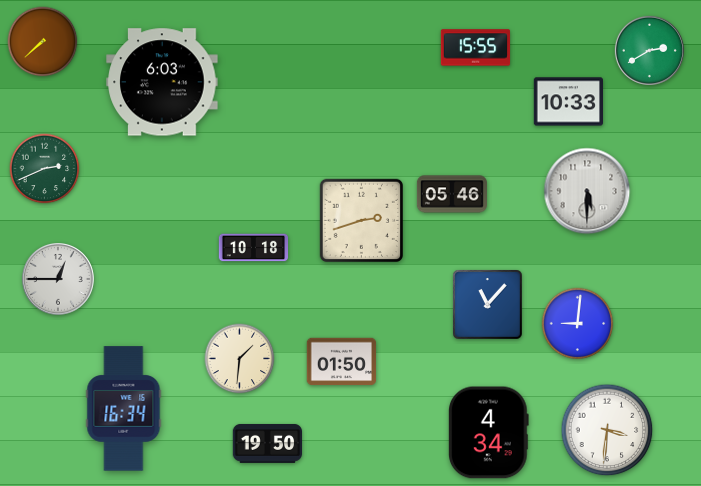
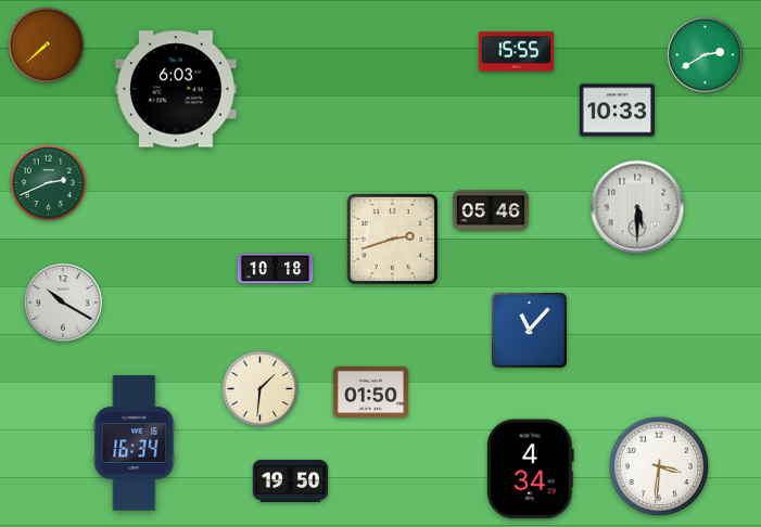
clock at (58, 280): 12:45 -> 10:20
clock at (578, 324): 9:01 -> none
